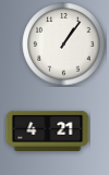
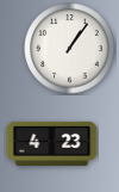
clock at (48, 130): 4:21 -> 4:23
